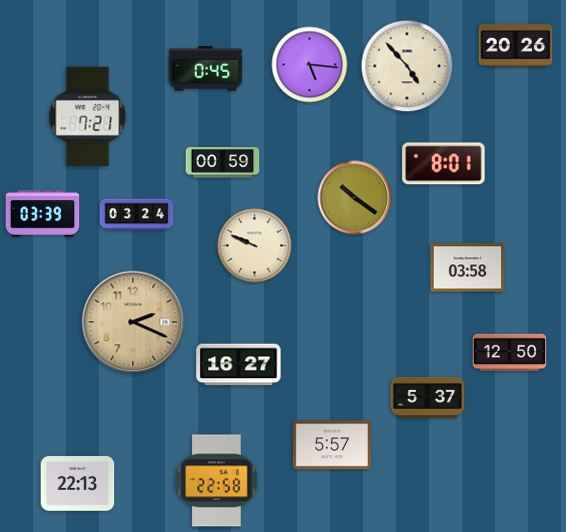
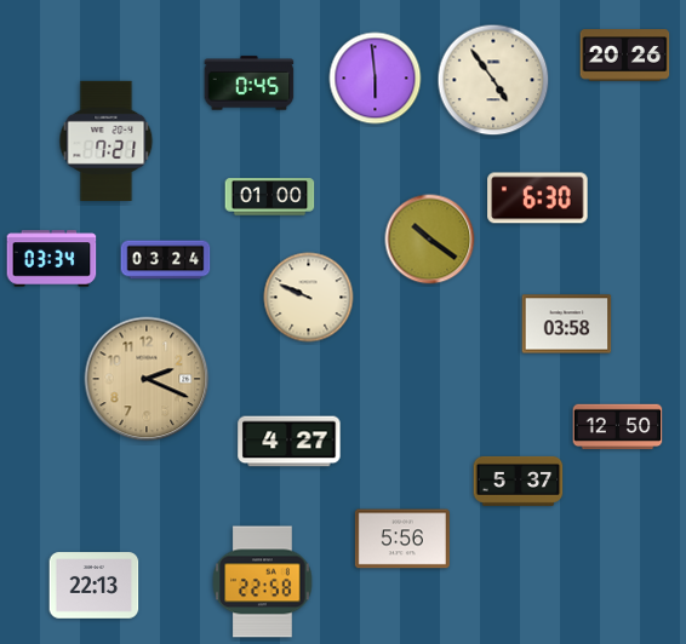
clock at (310, 65): 5:16 -> 5:59
clock at (407, 66): 4:53 -> 4:54
clock at (223, 163): 00:59 -> 01:00
clock at (444, 164): 8:01 -> 6:30
clock at (43, 214): 03:39 -> 03:34
clock at (133, 322) position: (133, 322) -> (147, 379)
clock at (239, 365): 16:27 -> 4:27
clock at (332, 445): 5:57 -> 5:56
